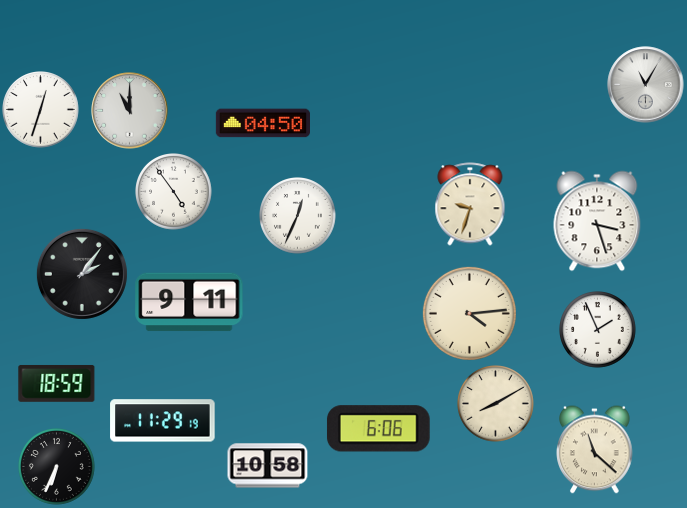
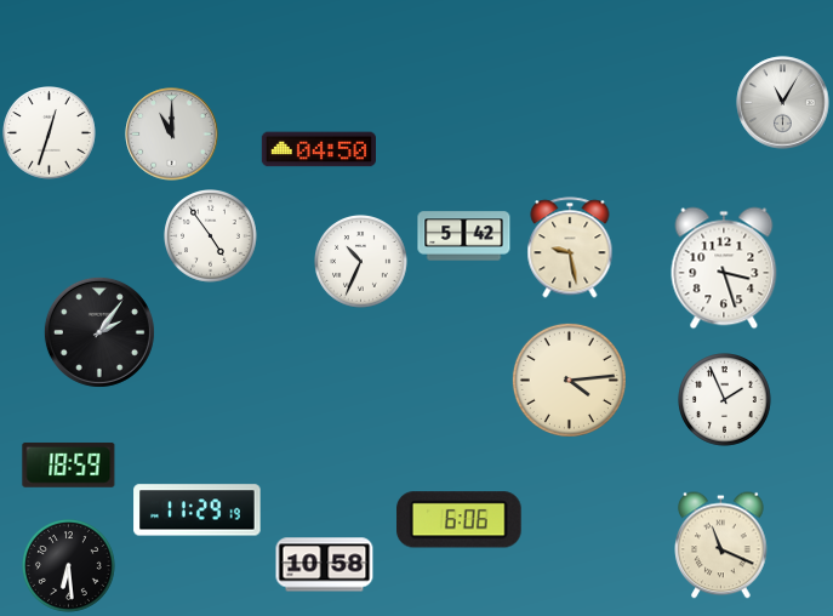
clock at (130, 111) position: (130, 111) -> (172, 135)
clock at (174, 192) position: (174, 192) -> (211, 236)
clock at (464, 236): none -> 5:42
clock at (470, 204): 9:33 -> 9:28
clock at (298, 216): 12:34 -> 10:34
clock at (189, 302): 9:11 -> none
clock at (496, 404): 8:10 -> none
clock at (595, 450): 11:22 -> 11:19
clock at (57, 467): 6:34 -> 6:29
